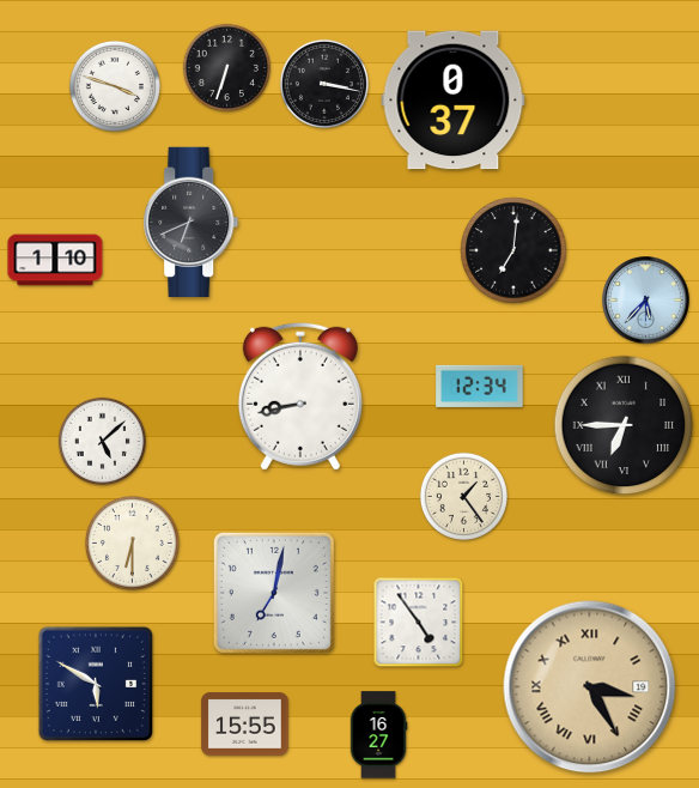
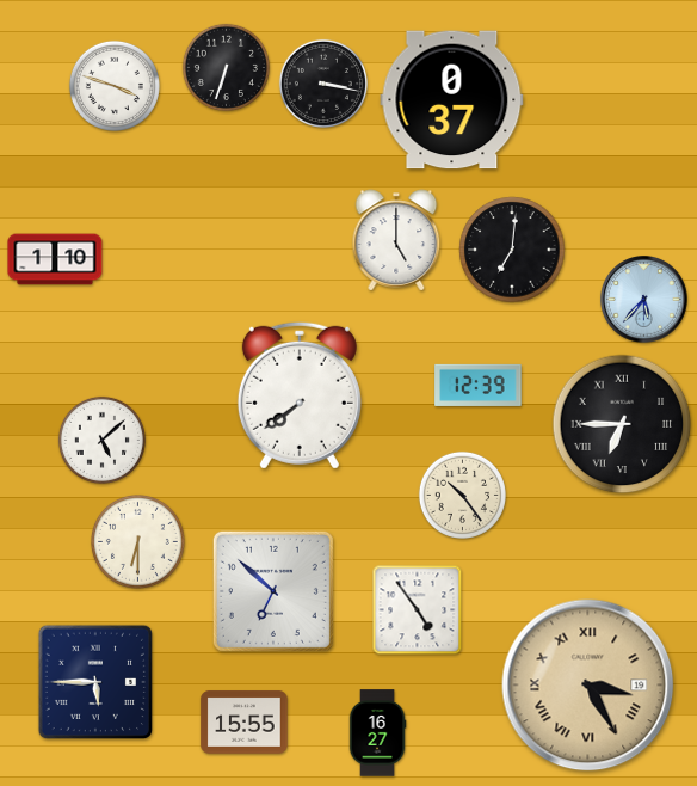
clock at (192, 222): 6:41 -> none
clock at (396, 240): none -> 5:00
clock at (480, 386): 12:34 -> 12:39
clock at (300, 396): 8:43 -> 7:39
clock at (463, 496): 1:24 -> 10:24
clock at (132, 542) position: (132, 542) -> (137, 541)
clock at (274, 593): 7:02 -> 6:52
clock at (419, 623) position: (419, 623) -> (418, 610)
clock at (96, 684): 5:50 -> 5:45
